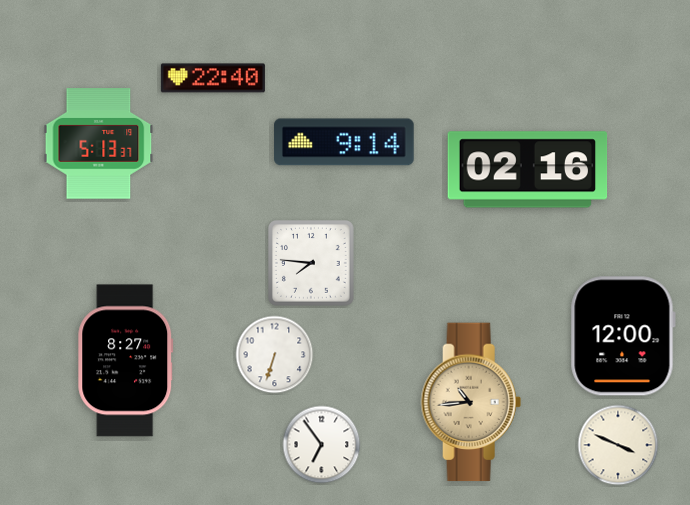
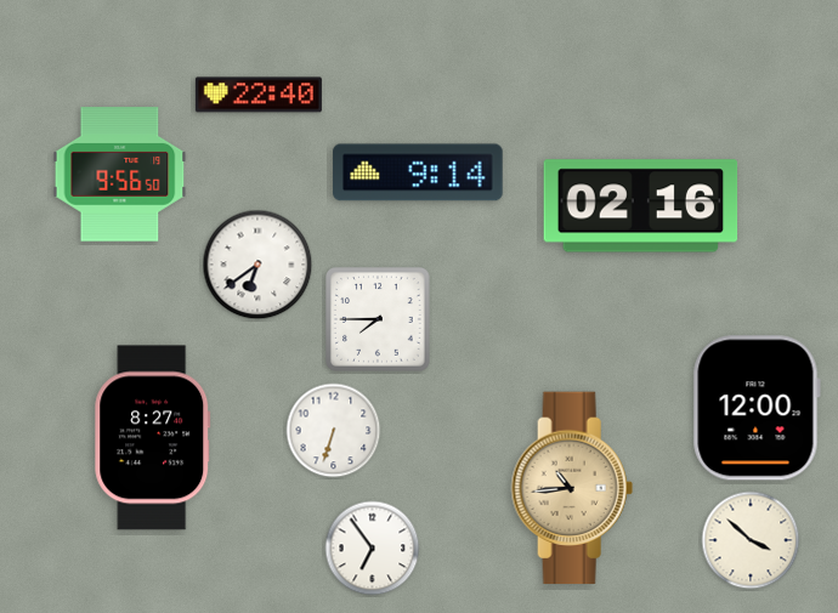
clock at (99, 144): 5:13 -> 9:56
clock at (257, 265): none -> 6:39
clock at (312, 264): 7:46 -> 7:45
clock at (322, 445) position: (322, 445) -> (373, 549)
clock at (618, 445): 3:49 -> 3:52
